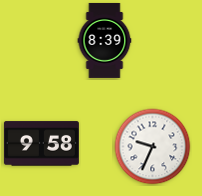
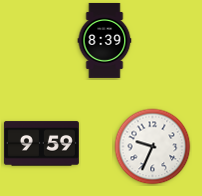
clock at (41, 144): 9:58 -> 9:59
